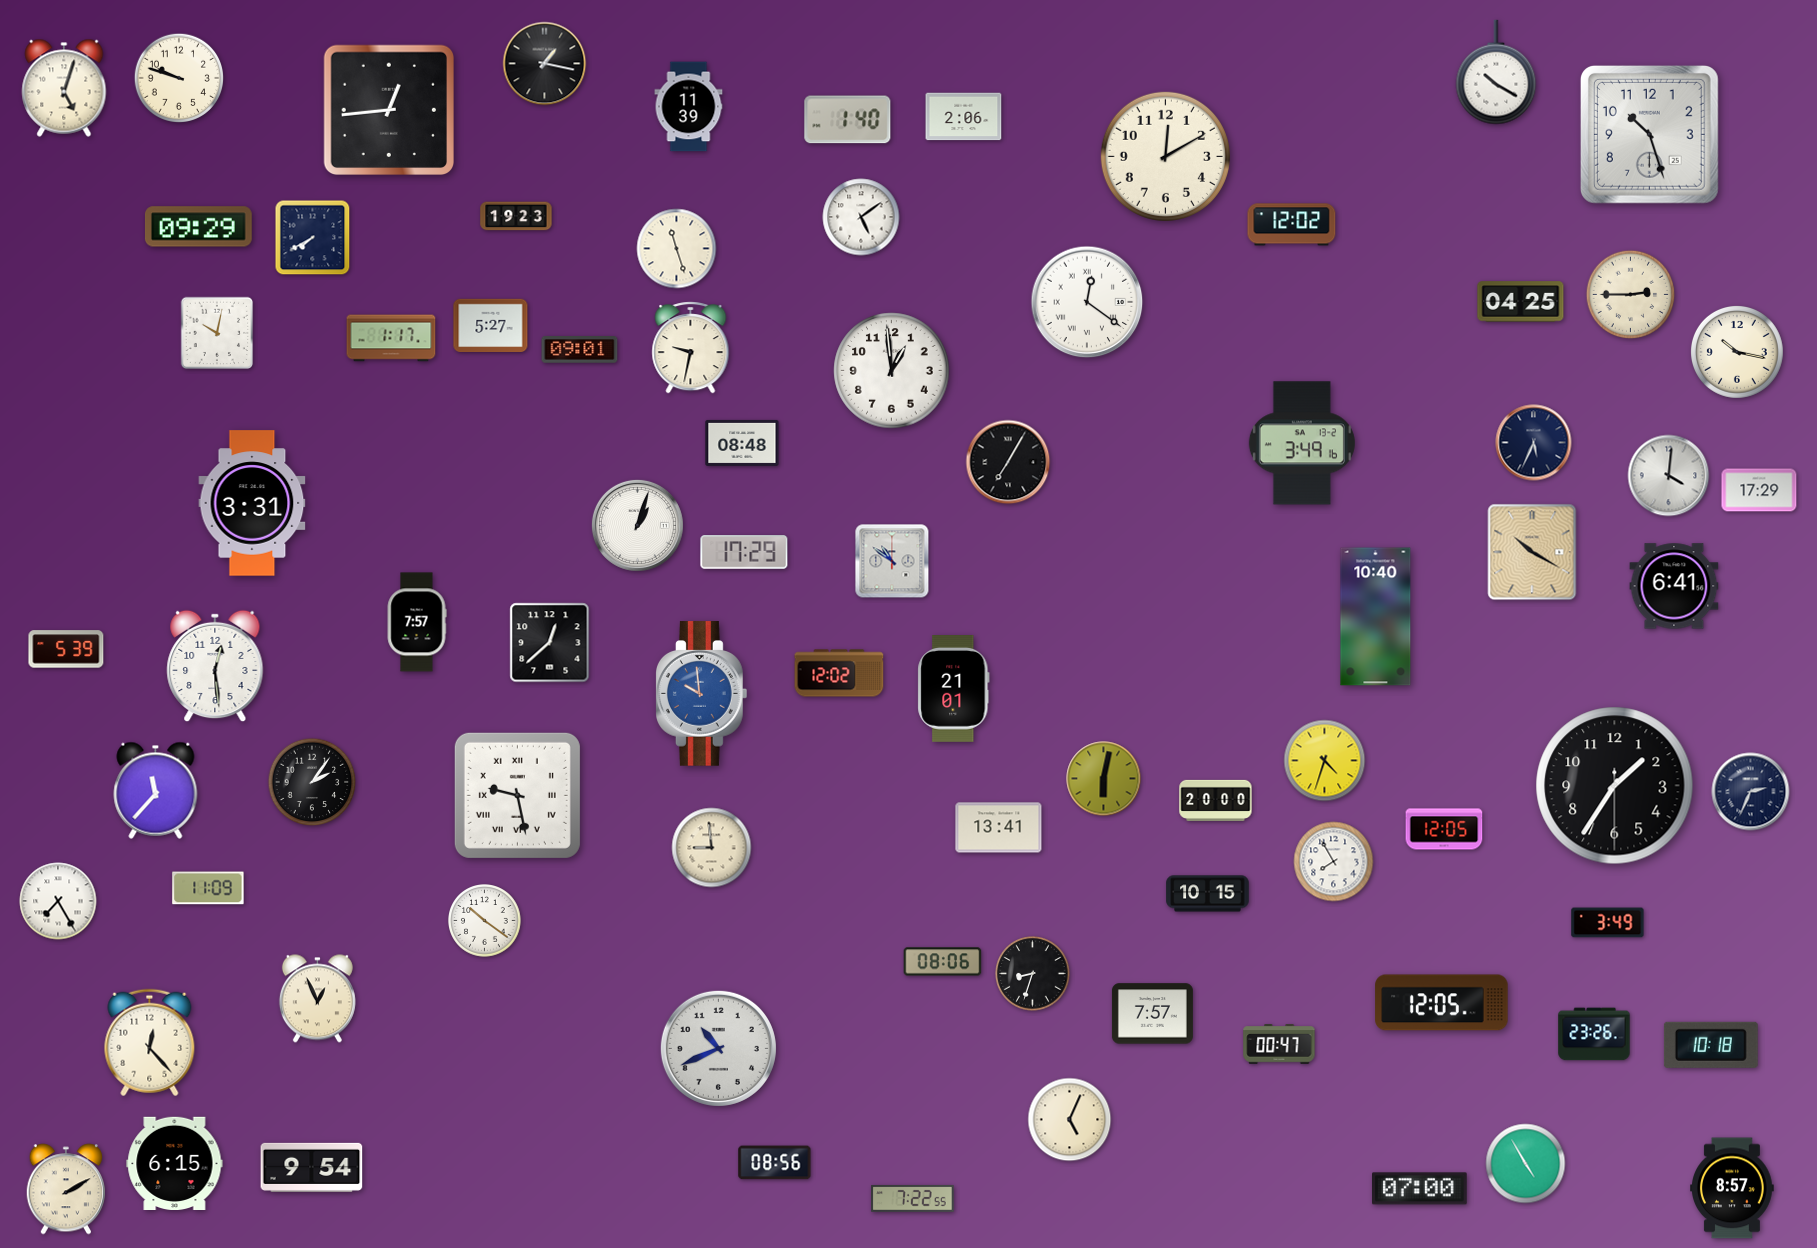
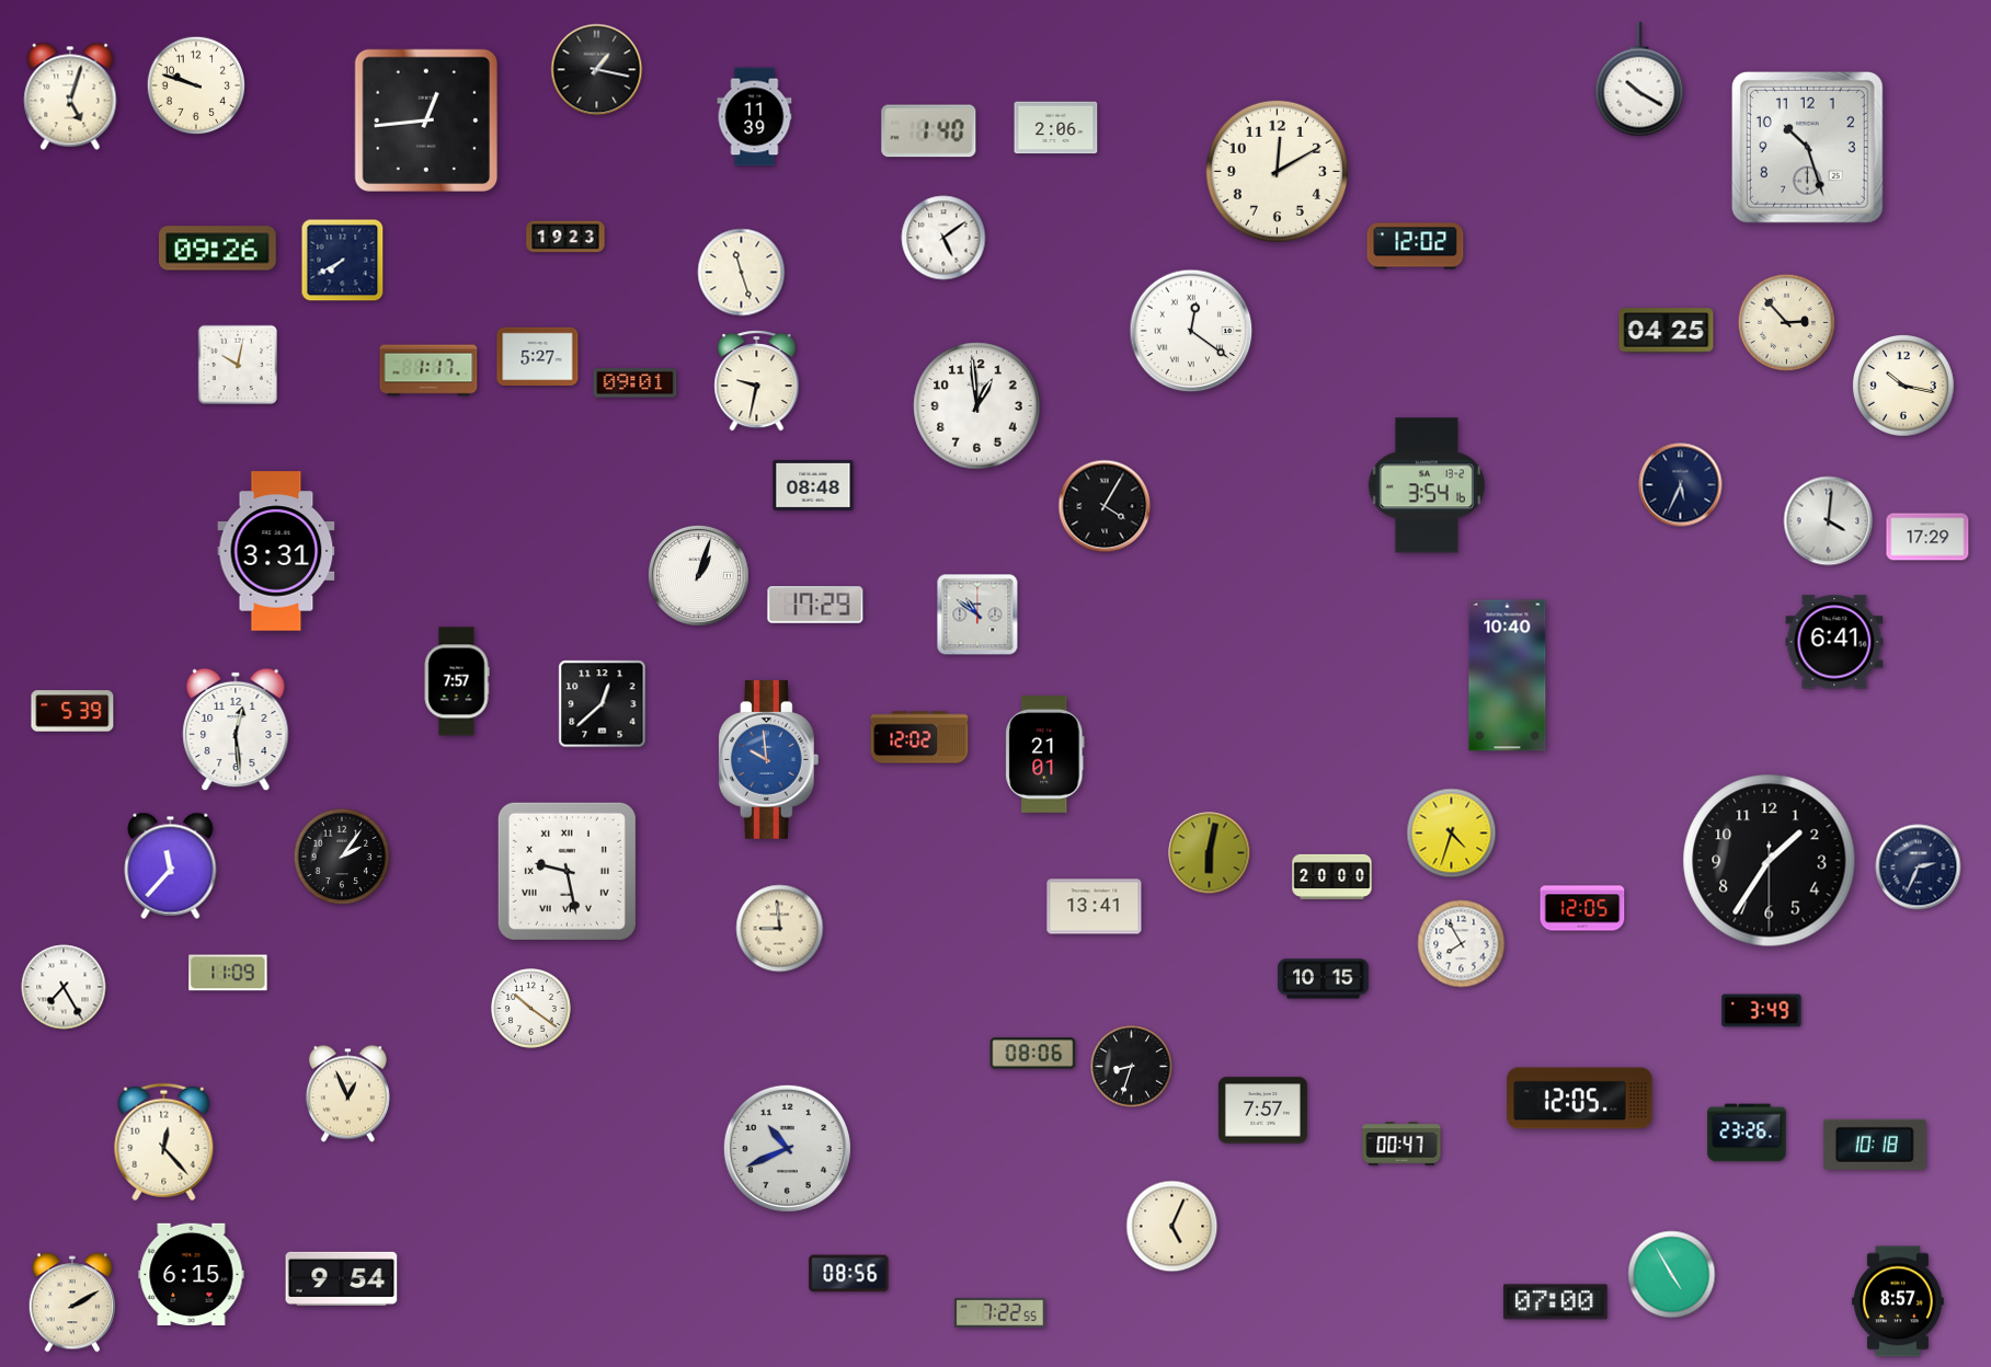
clock at (198, 227): 09:29 -> 09:26
clock at (1631, 295): 2:45 -> 2:53
clock at (1302, 443): 3:49 -> 3:54
clock at (1008, 462): 7:05 -> 4:05
clock at (1532, 552): 10:20 -> none
